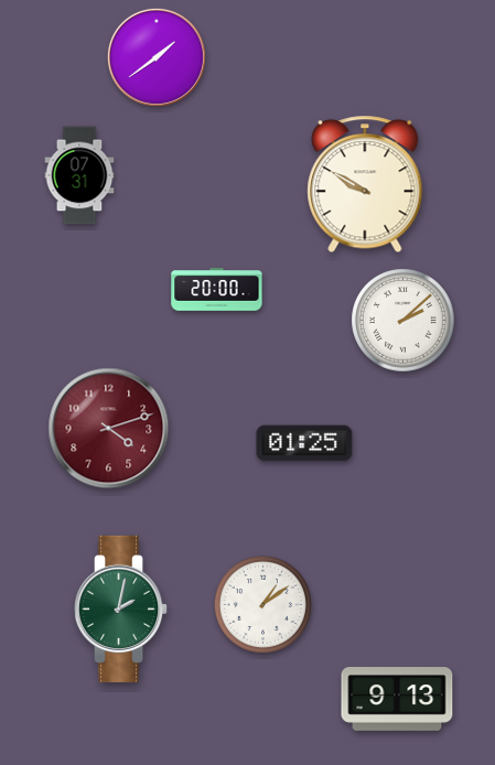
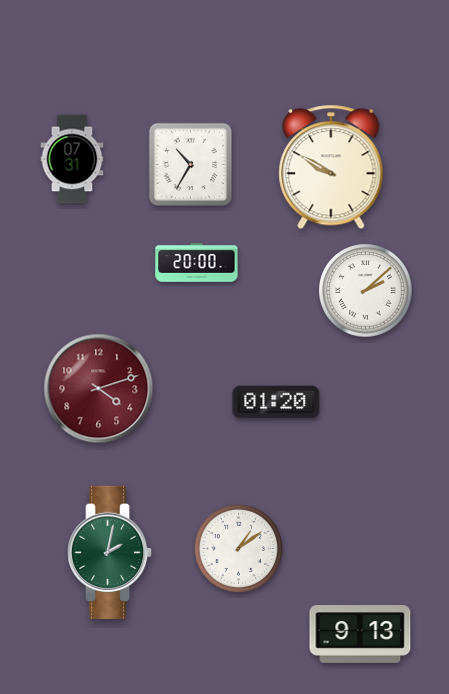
clock at (157, 57): 1:39 -> none
clock at (190, 164): none -> 10:35
clock at (304, 443): 01:25 -> 01:20
